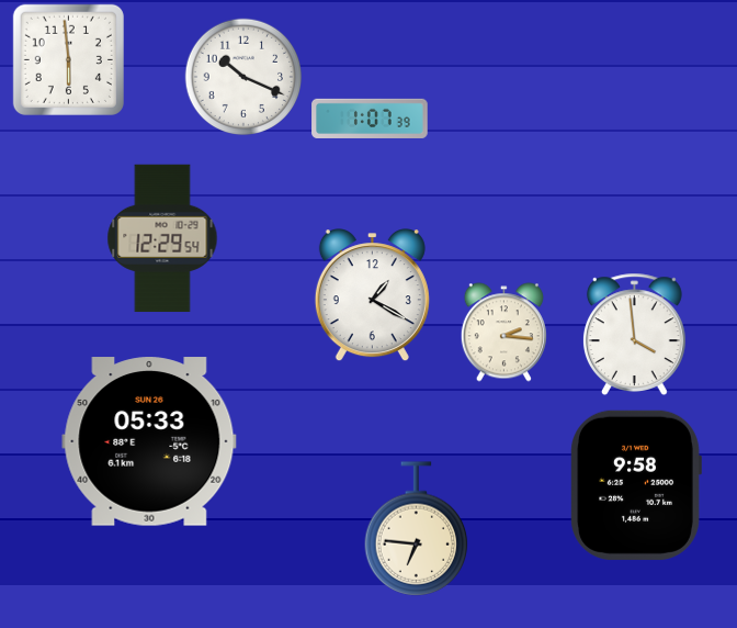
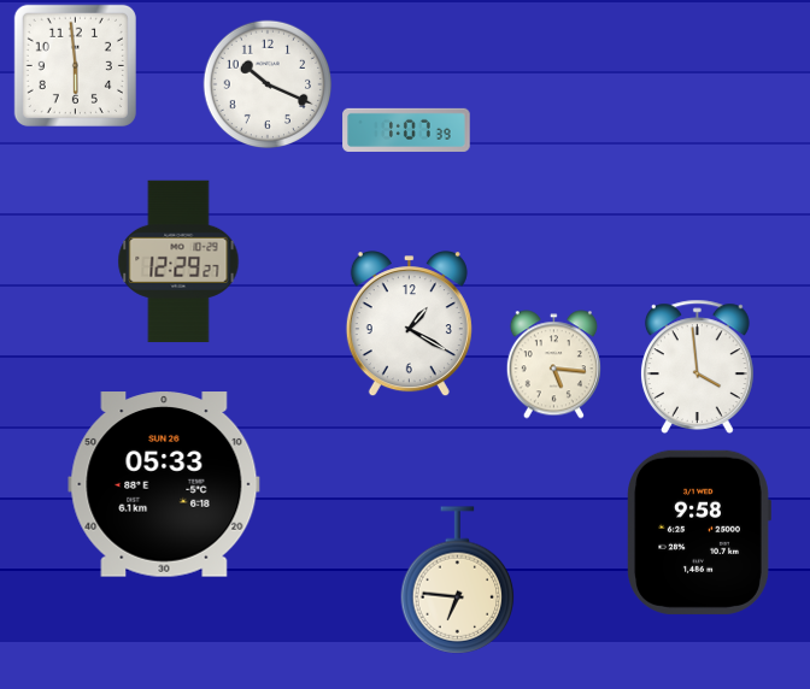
clock at (162, 238): 12:29:54 -> 12:29:27
clock at (503, 333): 2:16 -> 5:16
